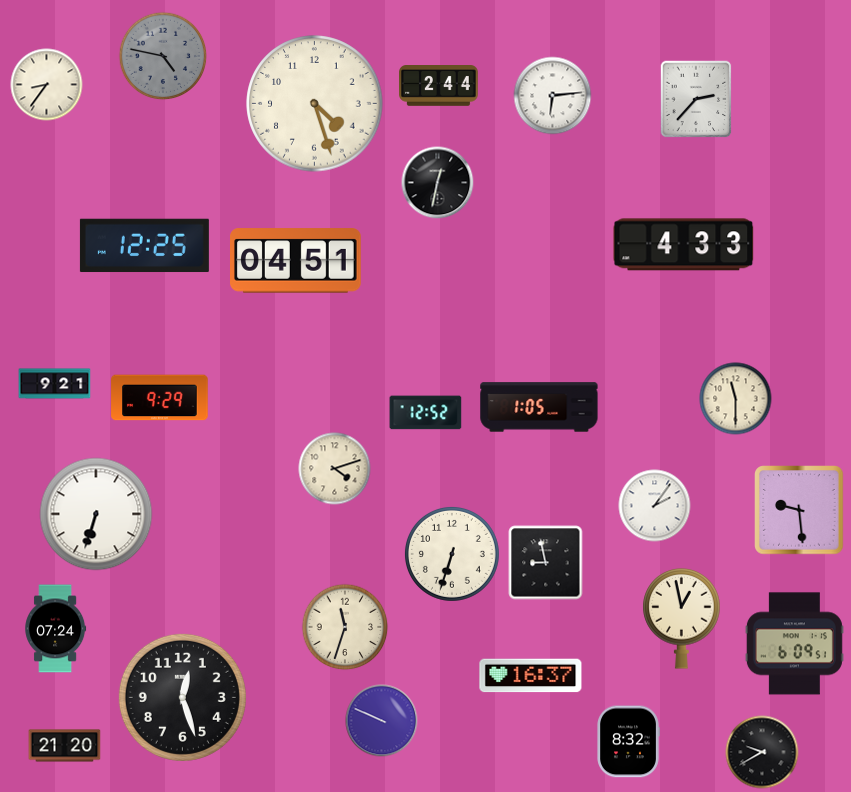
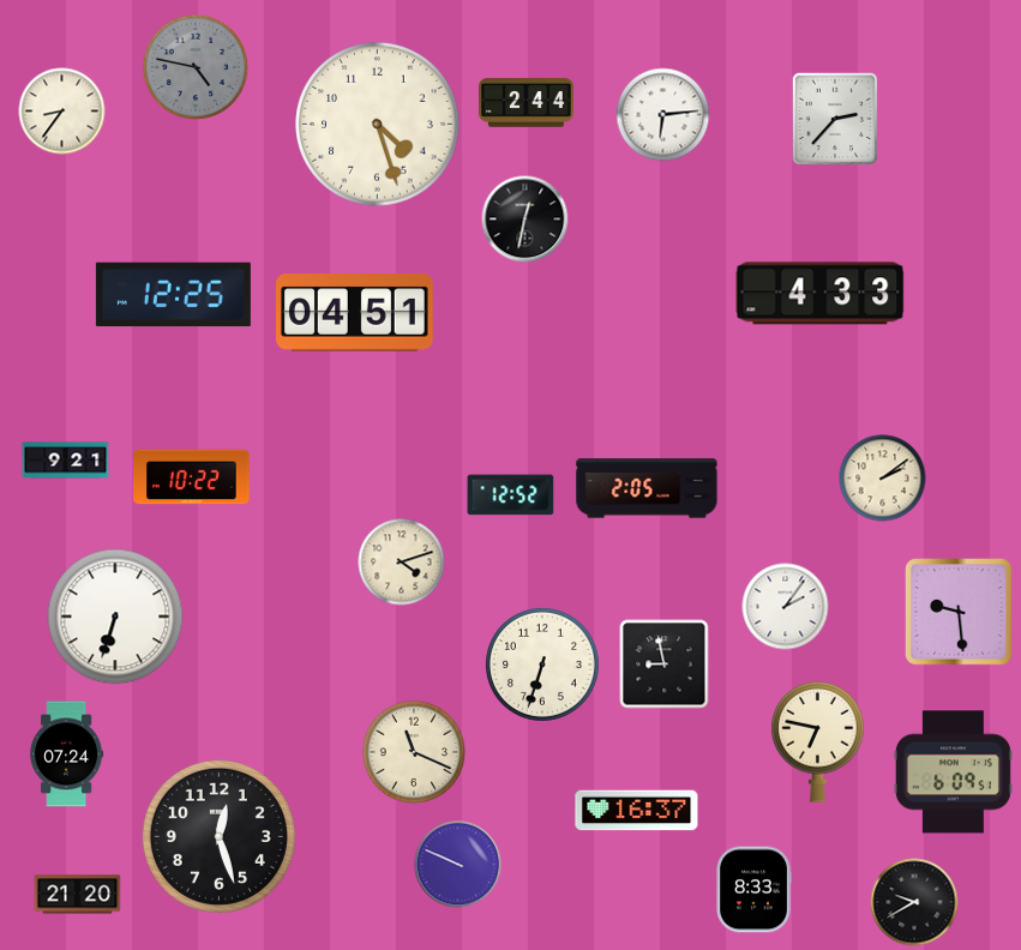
clock at (47, 85) position: (47, 85) -> (62, 112)
clock at (160, 398): 9:29 -> 10:22
clock at (736, 399): 11:30 -> 2:09
clock at (539, 407): 1:05 -> 2:05
clock at (546, 563) position: (546, 563) -> (665, 665)
clock at (682, 619): 12:58 -> 6:47
clock at (345, 627): 11:33 -> 11:19
clock at (628, 742): 8:32 -> 8:33
